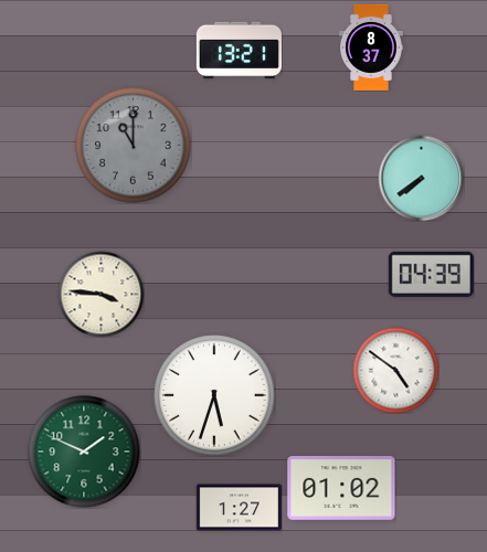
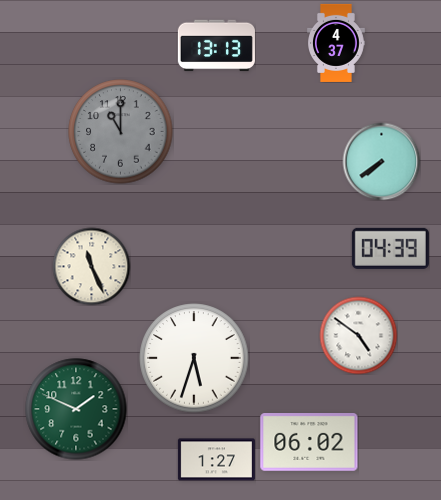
clock at (372, 47): 8:37 -> 4:37
clock at (239, 51): 13:21 -> 13:13
clock at (100, 294): 3:46 -> 11:26
clock at (341, 489): 01:02 -> 06:02
